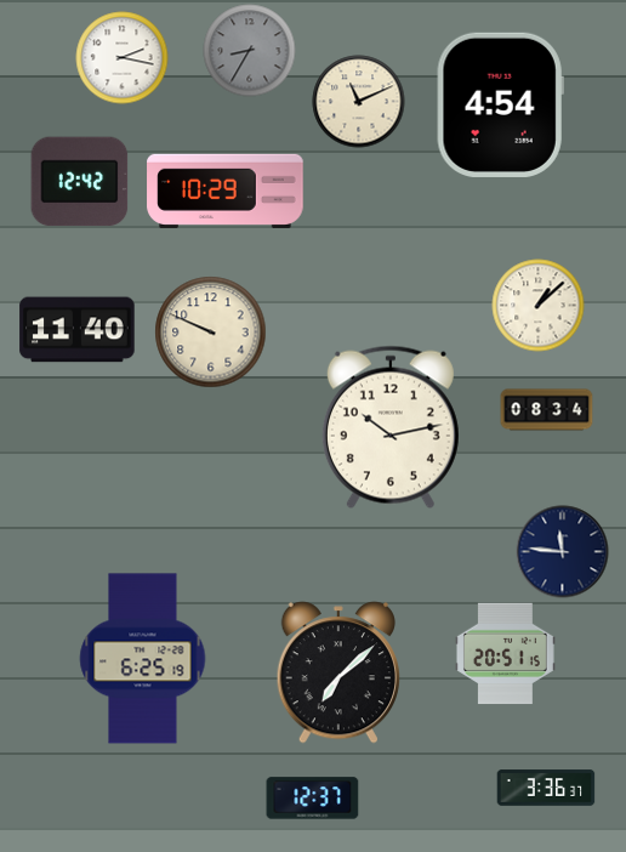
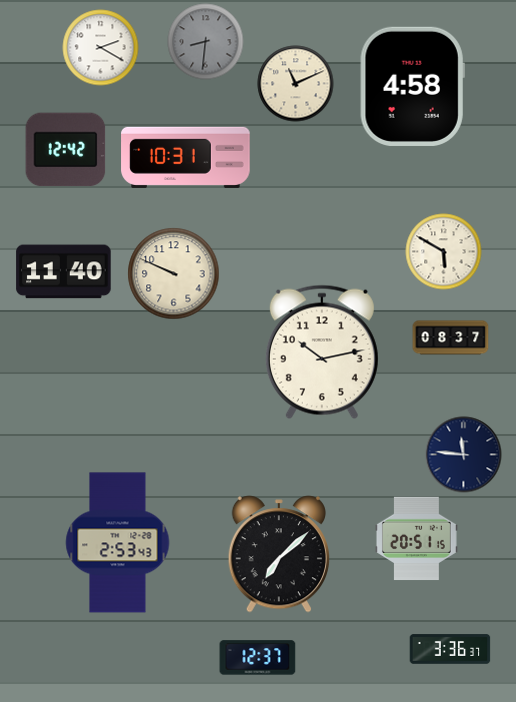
clock at (250, 51): 8:35 -> 8:31
clock at (123, 58): 2:17 -> 2:20
clock at (500, 104): 4:54 -> 4:58
clock at (226, 191): 10:29 -> 10:31
clock at (539, 306): 1:08 -> 5:50
clock at (547, 410): 08:34 -> 08:37
clock at (143, 659): 6:25 -> 2:53
